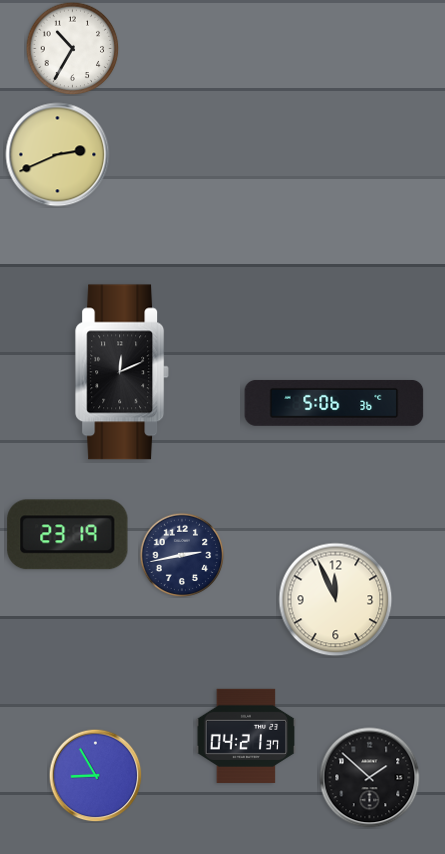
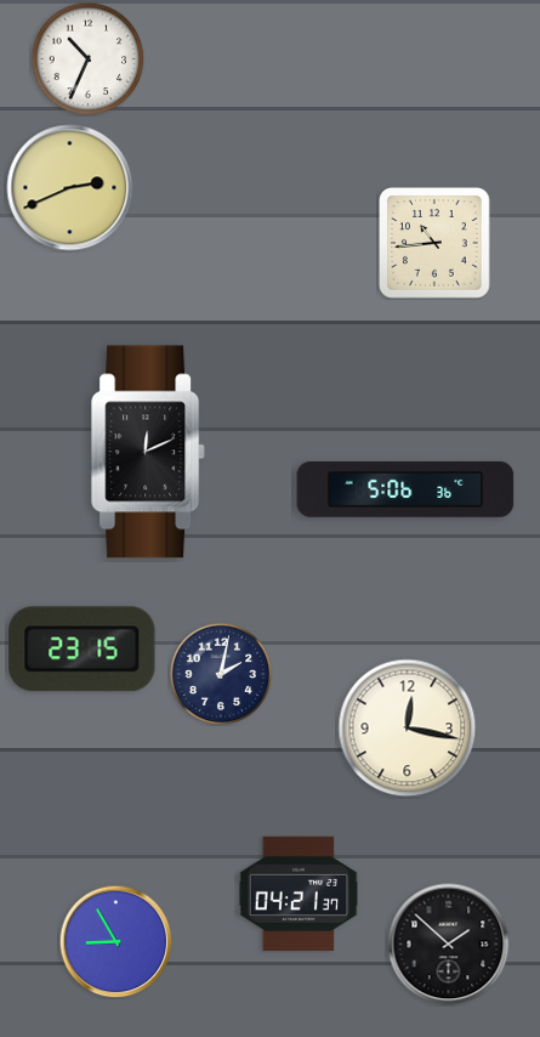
clock at (72, 48): 10:35 -> 10:34
clock at (436, 244): none -> 10:44
clock at (68, 535): 23:19 -> 23:15
clock at (182, 555): 2:43 -> 2:02
clock at (336, 600): 11:56 -> 12:17
